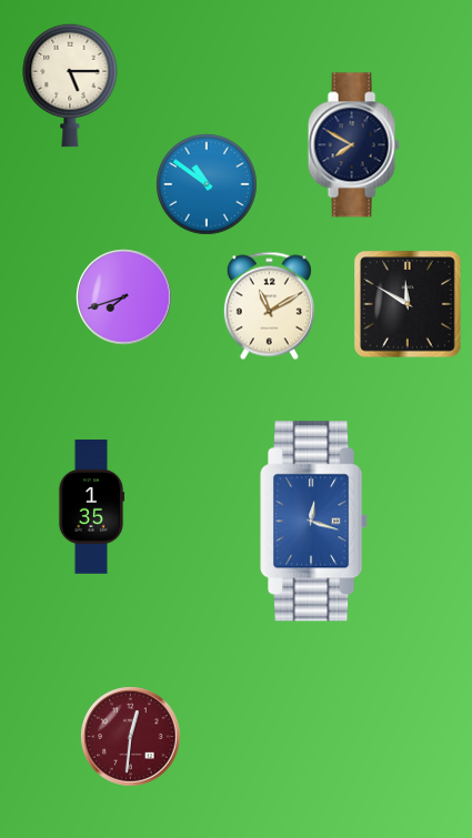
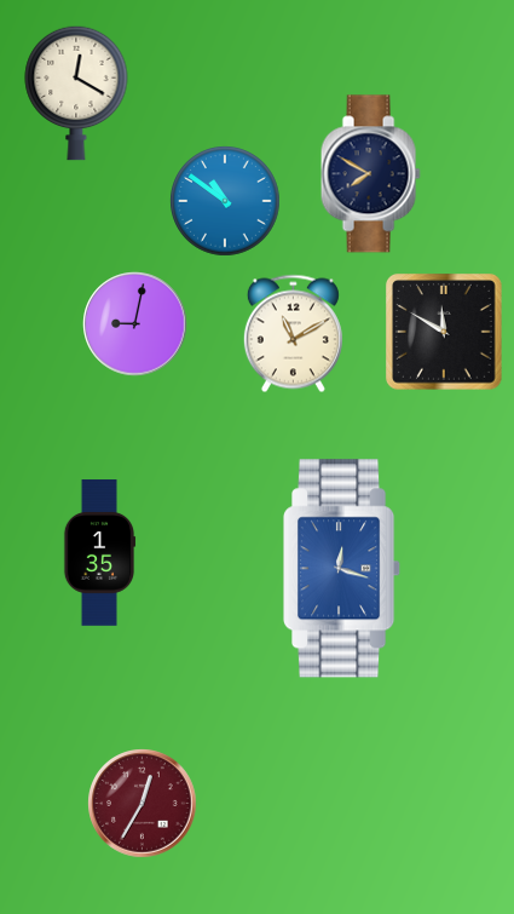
clock at (70, 85): 5:15 -> 12:20
clock at (353, 145) position: (353, 145) -> (370, 174)
clock at (124, 297): 7:42 -> 9:02
clock at (131, 737): 12:31 -> 12:35
